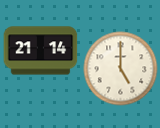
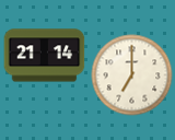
clock at (121, 69): 5:00 -> 7:00
